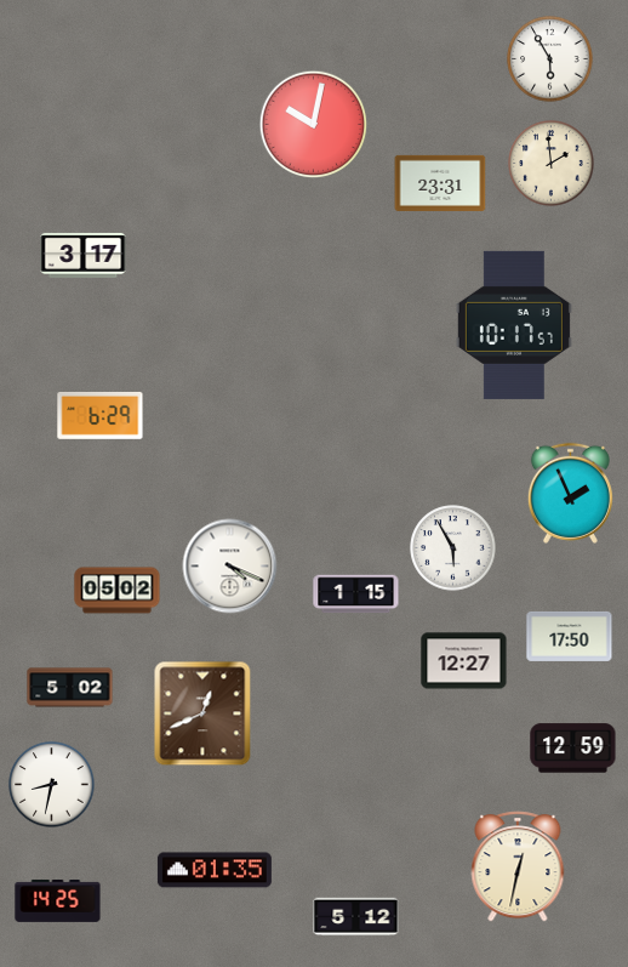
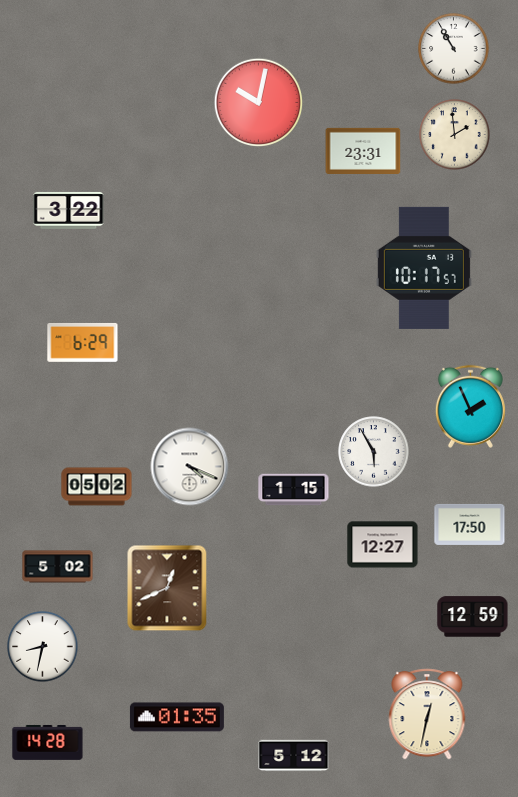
clock at (550, 59): 5:55 -> 10:55
clock at (84, 255): 3:17 -> 3:22
clock at (58, 900): 14:25 -> 14:28
